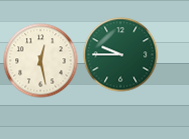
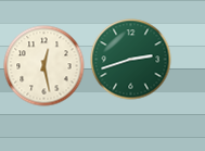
clock at (121, 55): 9:45 -> 2:42
